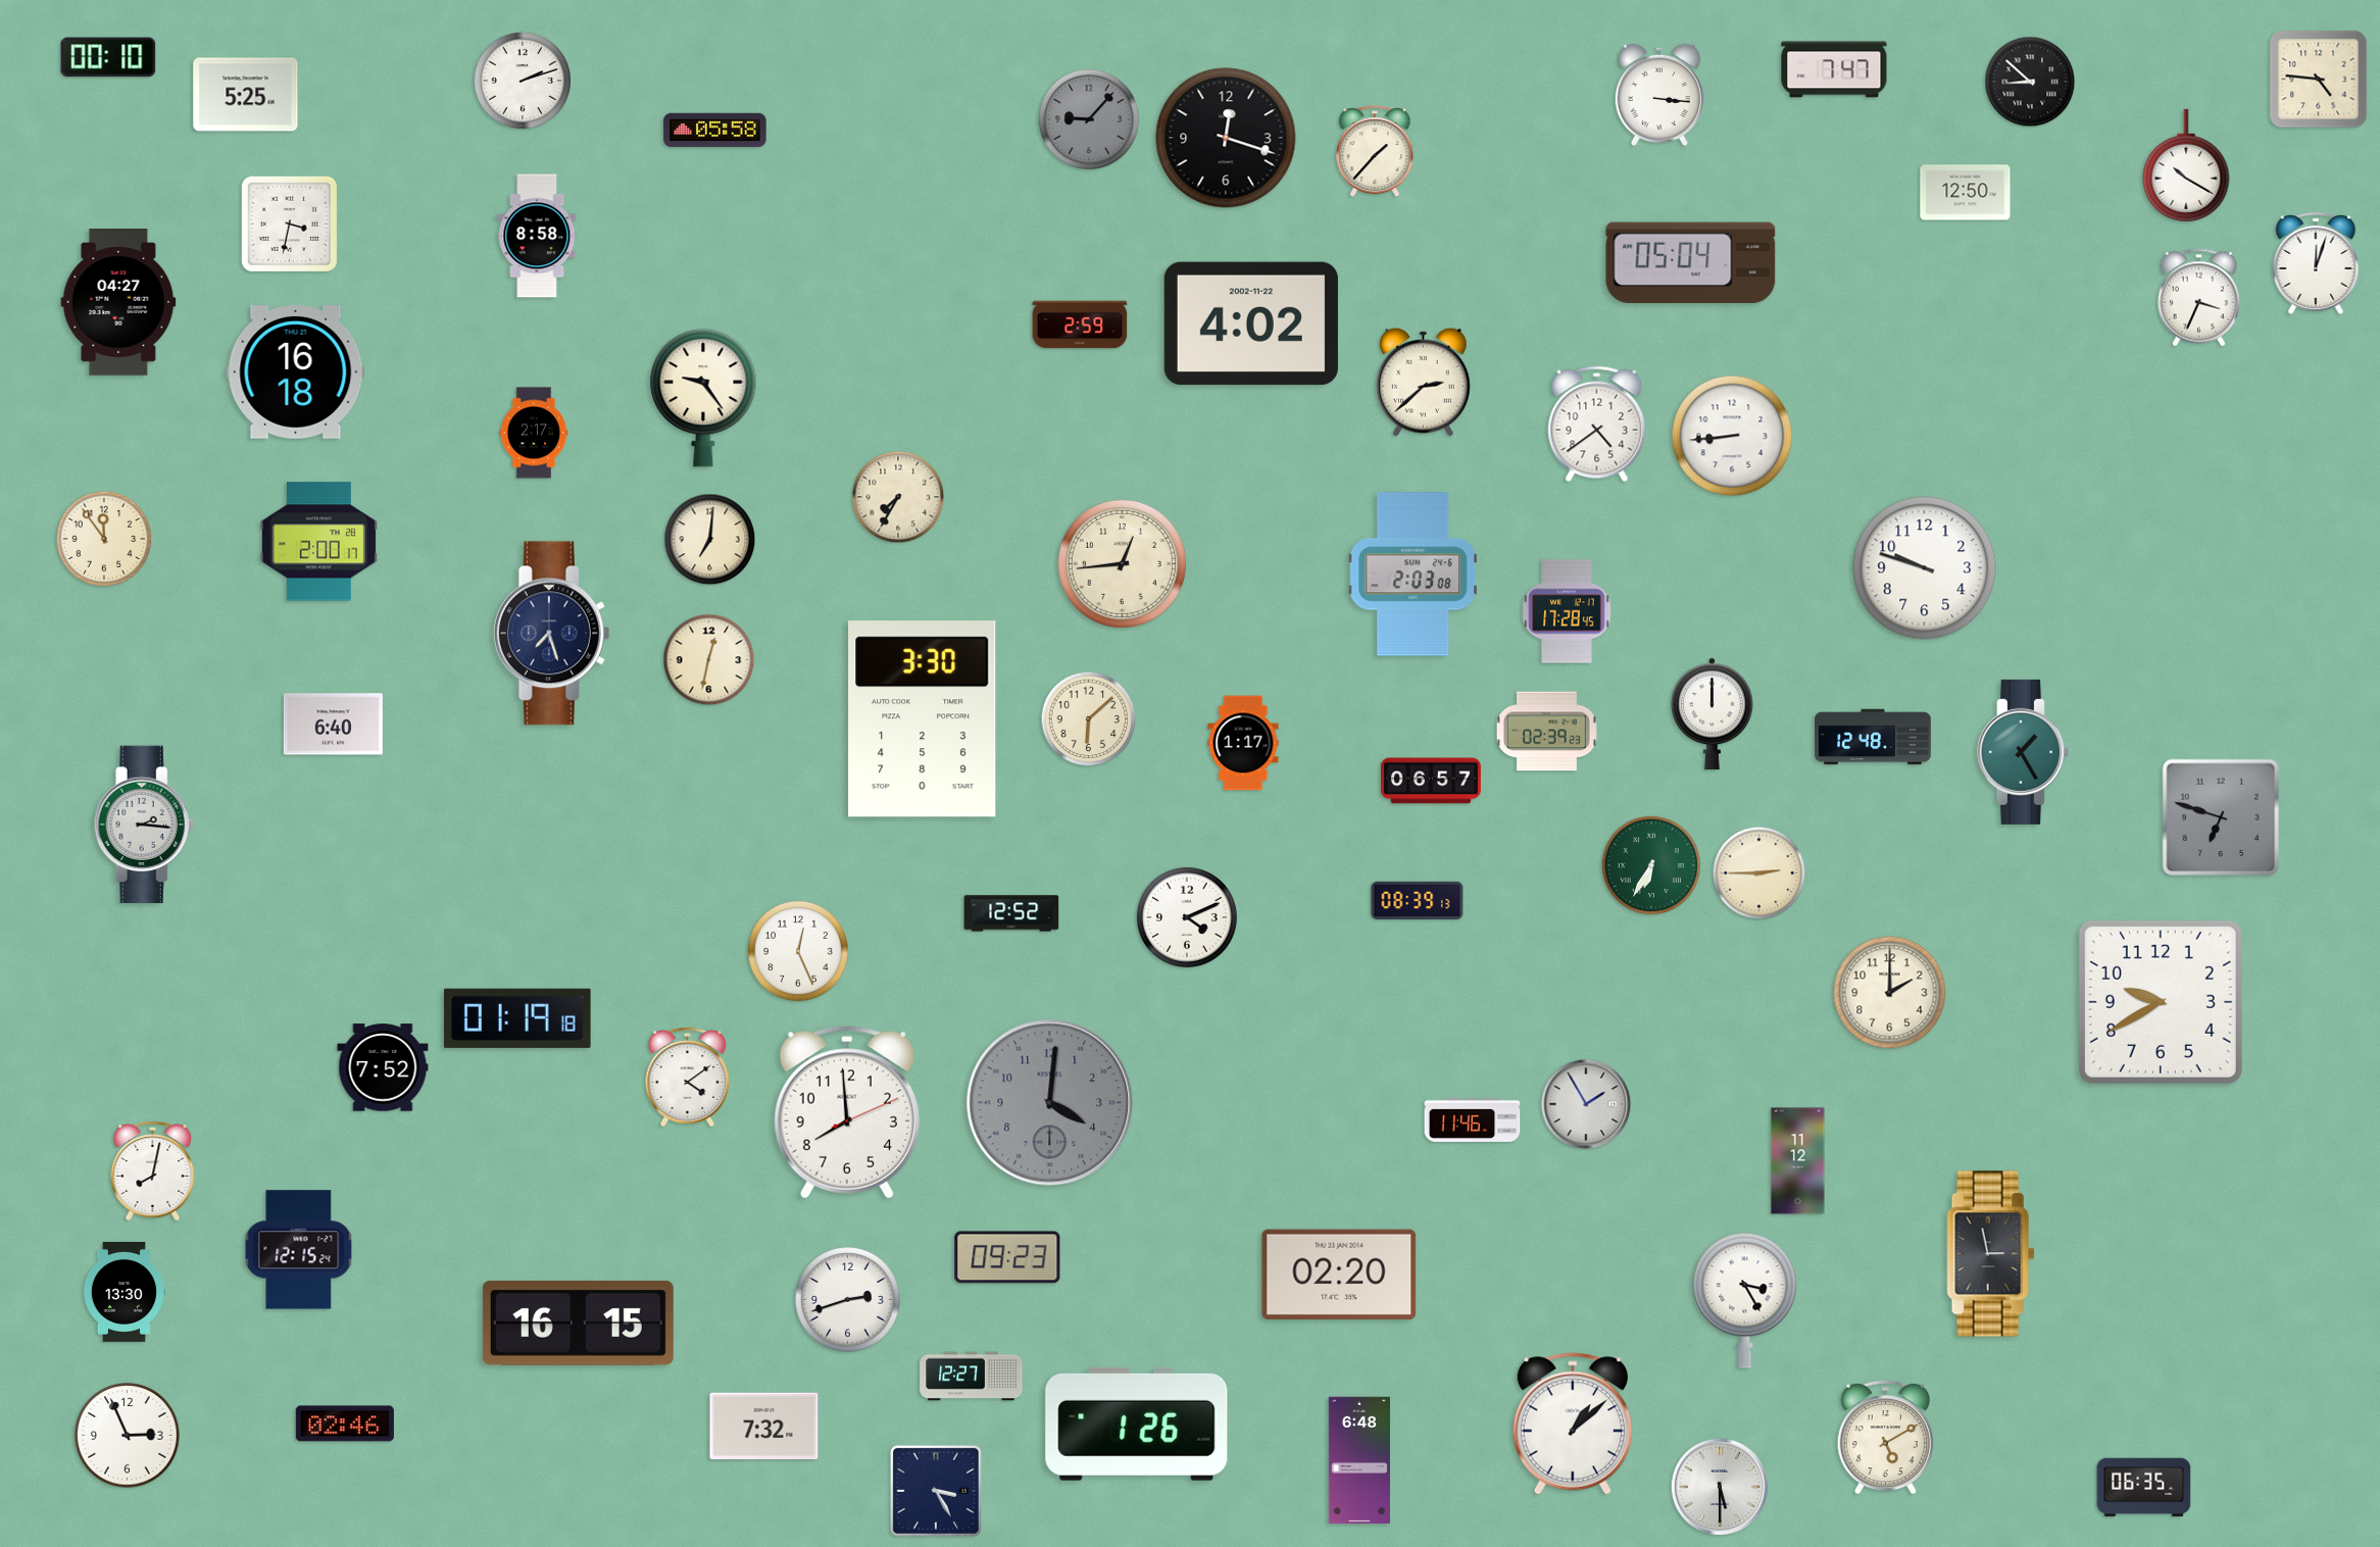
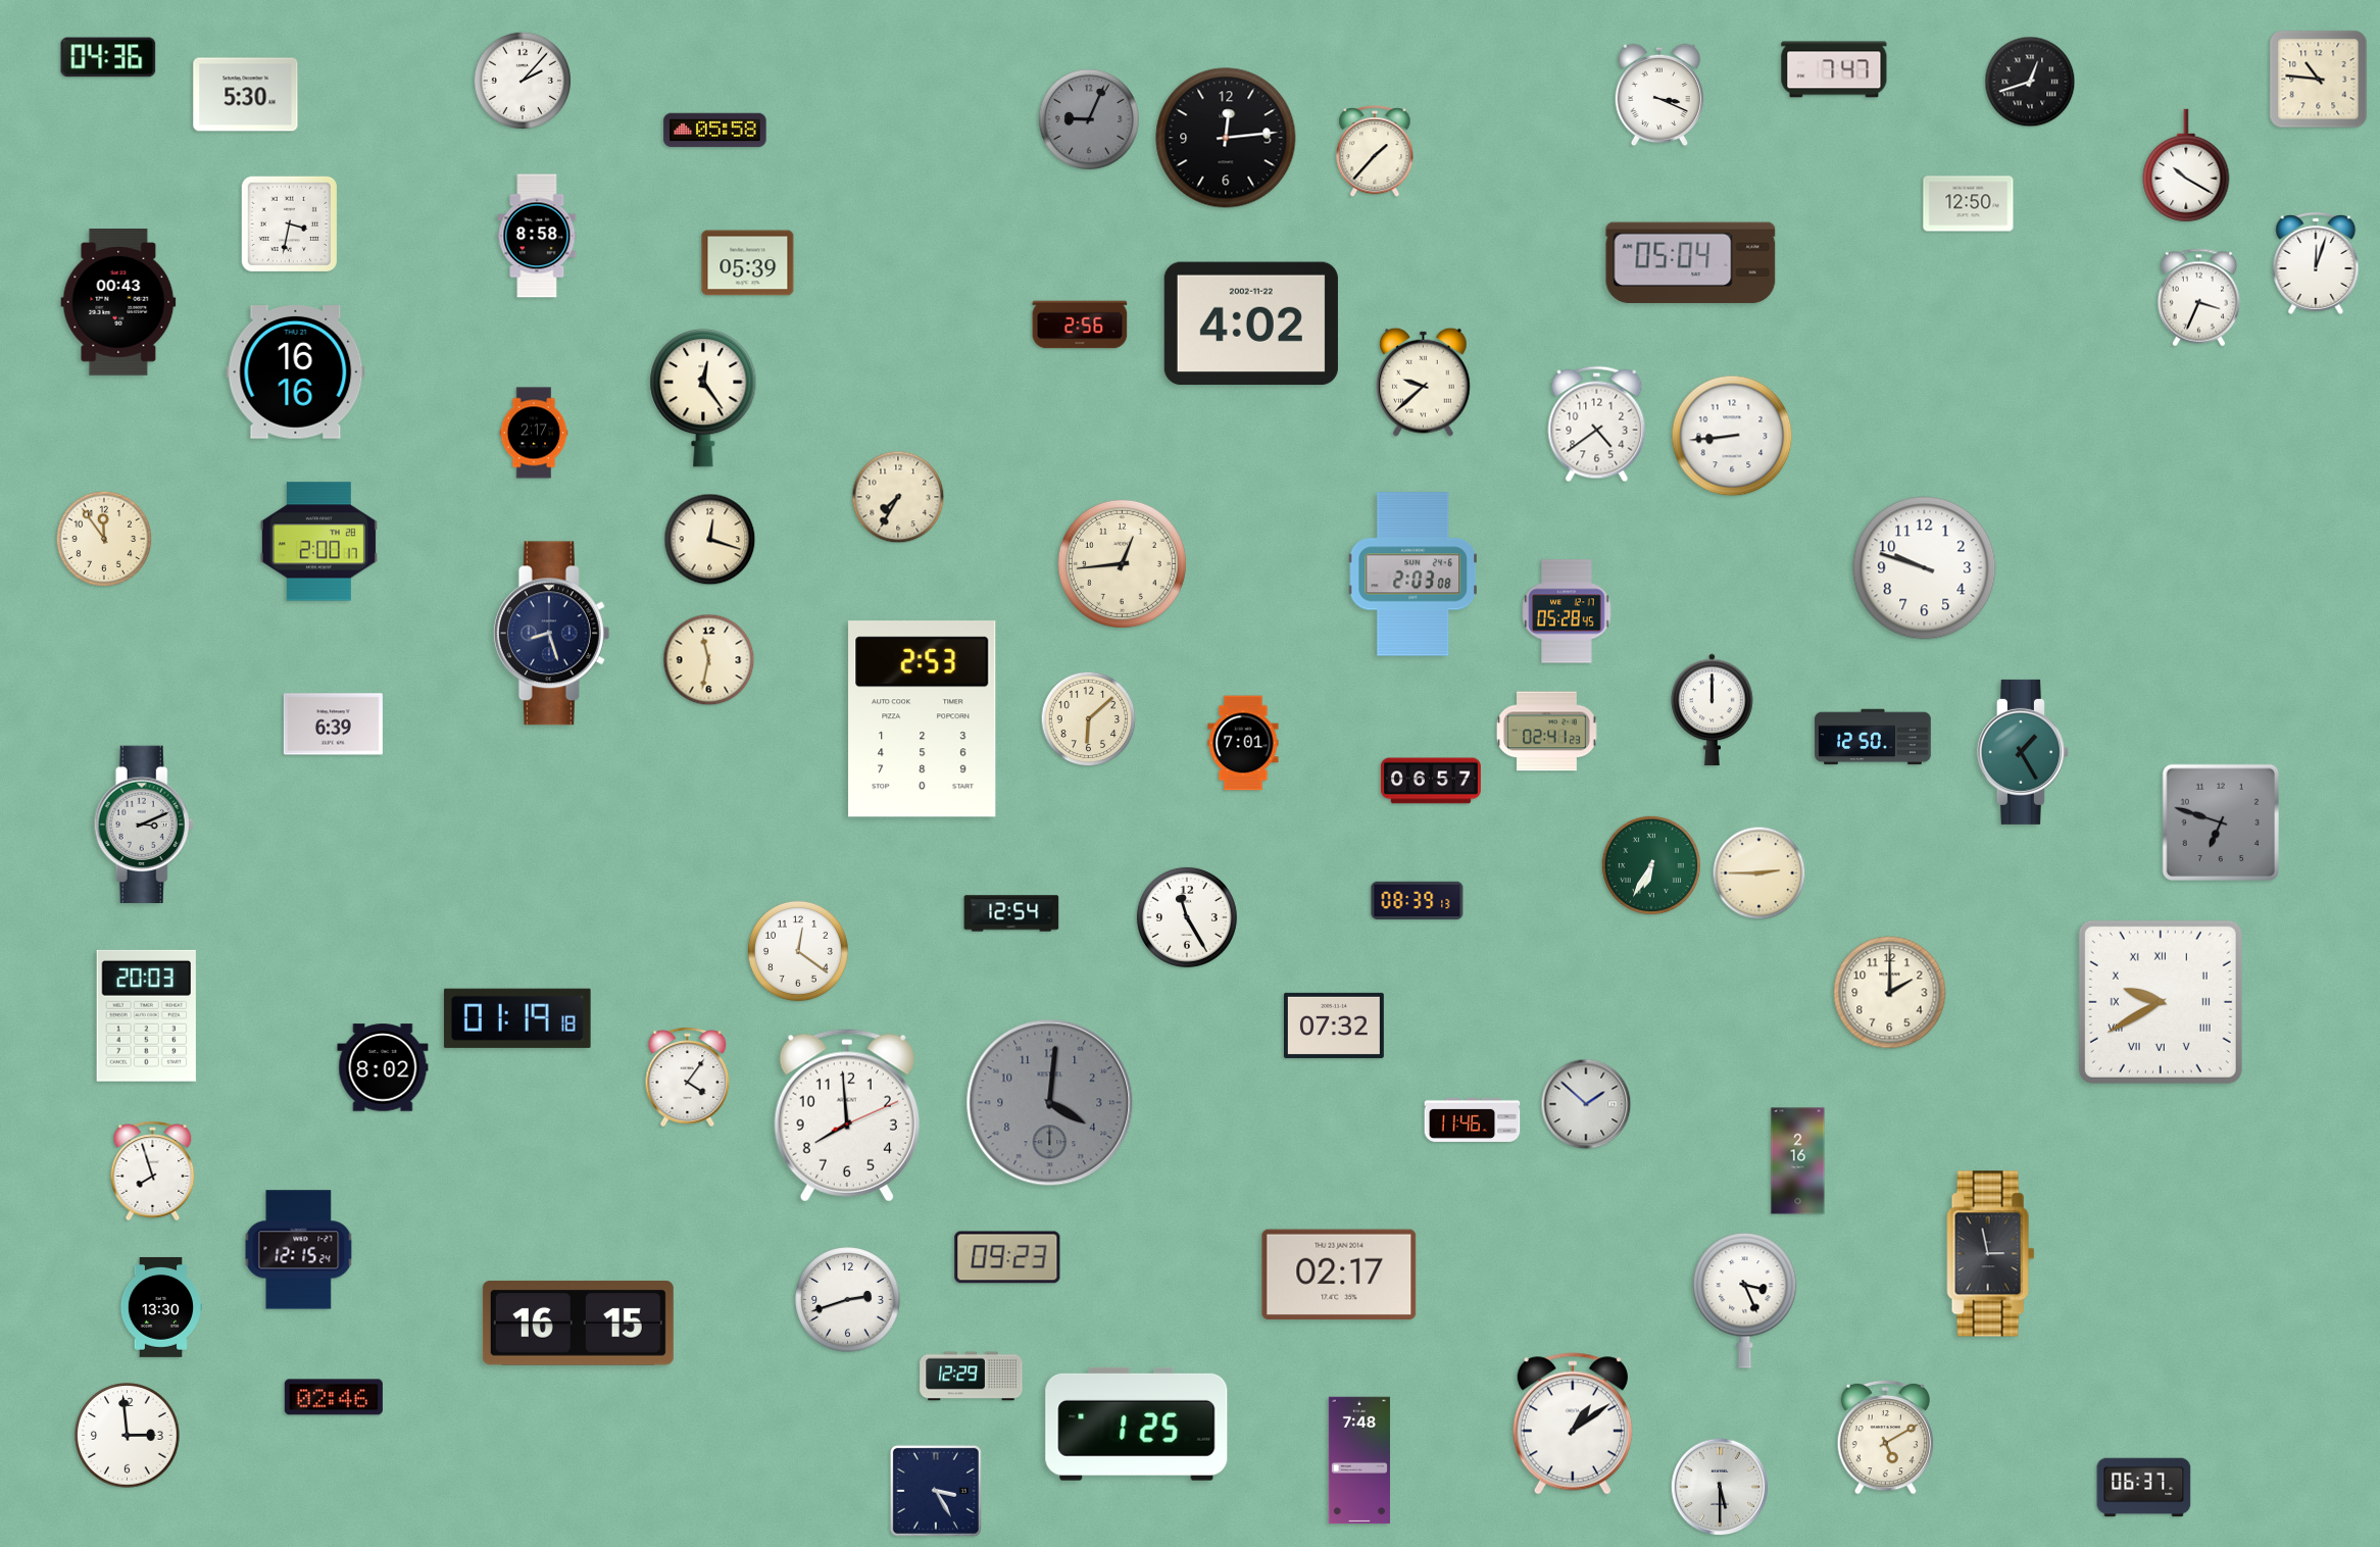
clock at (108, 57): 00:10 -> 04:36
clock at (522, 80): 2:12 -> 2:07
clock at (2319, 80): 4:46 -> 10:46
clock at (2030, 82): 8:52 -> 12:42
clock at (246, 95): 5:25 -> 5:30
clock at (1659, 95): 3:16 -> 3:19
clock at (1089, 119): 9:07 -> 9:04
clock at (1226, 138): 12:18 -> 12:14
clock at (1966, 193) position: (1966, 193) -> (1969, 204)
clock at (748, 263): none -> 05:39
clock at (118, 303): 04:27 -> 00:43
clock at (1080, 325): 2:59 -> 2:56
clock at (296, 372): 16:18 -> 16:16
clock at (1424, 382): 2:38 -> 9:38
clock at (703, 398): 9:24 -> 12:24
clock at (710, 540): 7:01 -> 12:18
clock at (1567, 611): 17:28 -> 05:28
clock at (551, 634): 7:27 -> 8:27
clock at (709, 660): 12:32 -> 11:32
clock at (1713, 714) position: (1713, 714) -> (1713, 710)
clock at (923, 719): 3:30 -> 2:53
clock at (333, 725): 6:40 -> 6:39
clock at (1546, 732): 02:39 -> 02:41
clock at (1873, 737): 12:48 -> 12:50
clock at (1243, 743): 1:17 -> 7:01
clock at (2221, 817) position: (2221, 817) -> (2221, 822)
clock at (144, 824): 2:16 -> 3:11
clock at (1011, 913): 12:52 -> 12:54
clock at (1187, 917): 4:11 -> 11:25
clock at (798, 951): 12:26 -> 12:21
clock at (2161, 1002) numerals: Arabic -> Roman
clock at (146, 1015): none -> 20:03
clock at (1334, 1026): none -> 07:32
clock at (383, 1067): 7:52 -> 8:02
clock at (688, 1078): 4:09 -> 4:06
clock at (1586, 1104): 1:55 -> 1:52
clock at (847, 1112) position: (847, 1112) -> (847, 1115)
clock at (1798, 1161): 11:12 -> 2:16
clock at (153, 1171): 8:02 -> 7:57
clock at (1339, 1275): 02:20 -> 02:17
clock at (123, 1292) position: (123, 1292) -> (160, 1307)
clock at (1745, 1301): 3:25 -> 3:26
clock at (972, 1377): 12:27 -> 12:29
clock at (345, 1424) position: (345, 1424) -> (334, 1397)
clock at (1137, 1424): 1:26 -> 1:25
clock at (1573, 1424): 1:08 -> 1:09
clock at (764, 1426): 7:32 -> none
clock at (128, 1436): 2:56 -> 2:59
clock at (1359, 1460): 6:48 -> 7:48
clock at (2144, 1488): 06:35 -> 06:37
